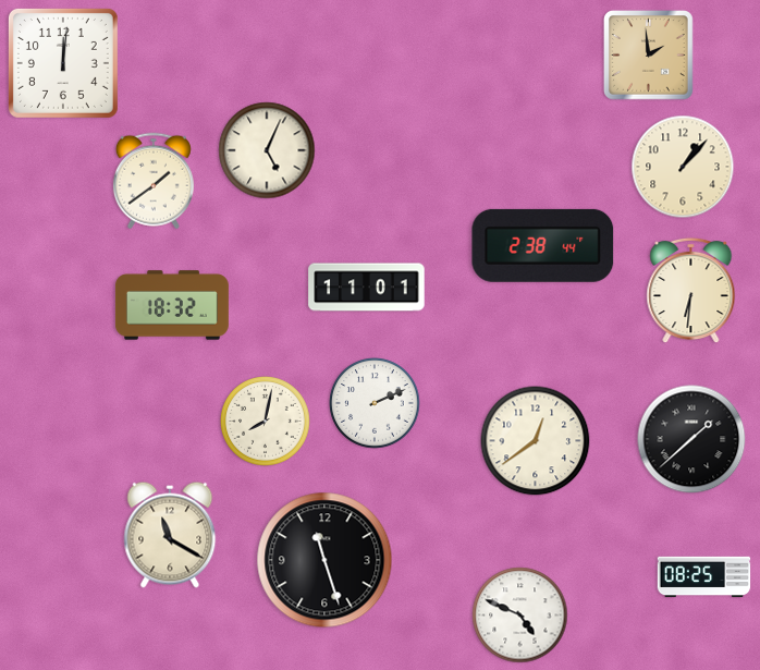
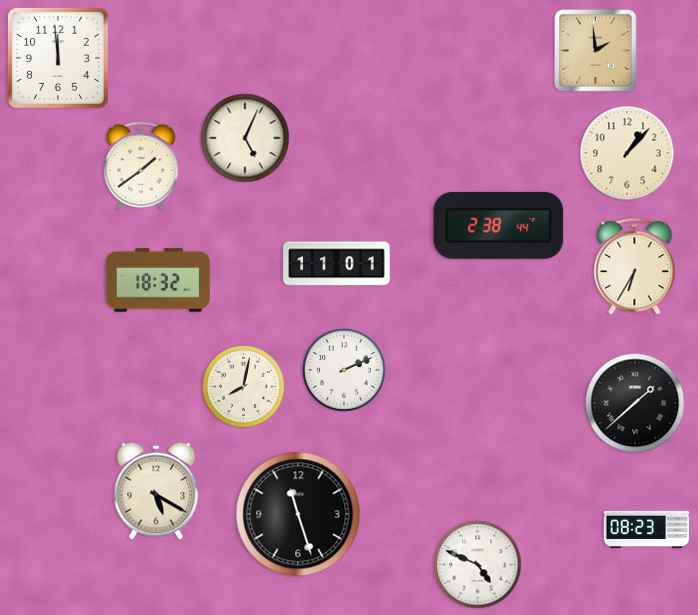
clock at (63, 63): 12:01 -> 11:59
clock at (691, 291): 6:31 -> 6:35
clock at (536, 441): 12:39 -> none
clock at (170, 535): 11:20 -> 5:20
clock at (704, 577): 08:25 -> 08:23
